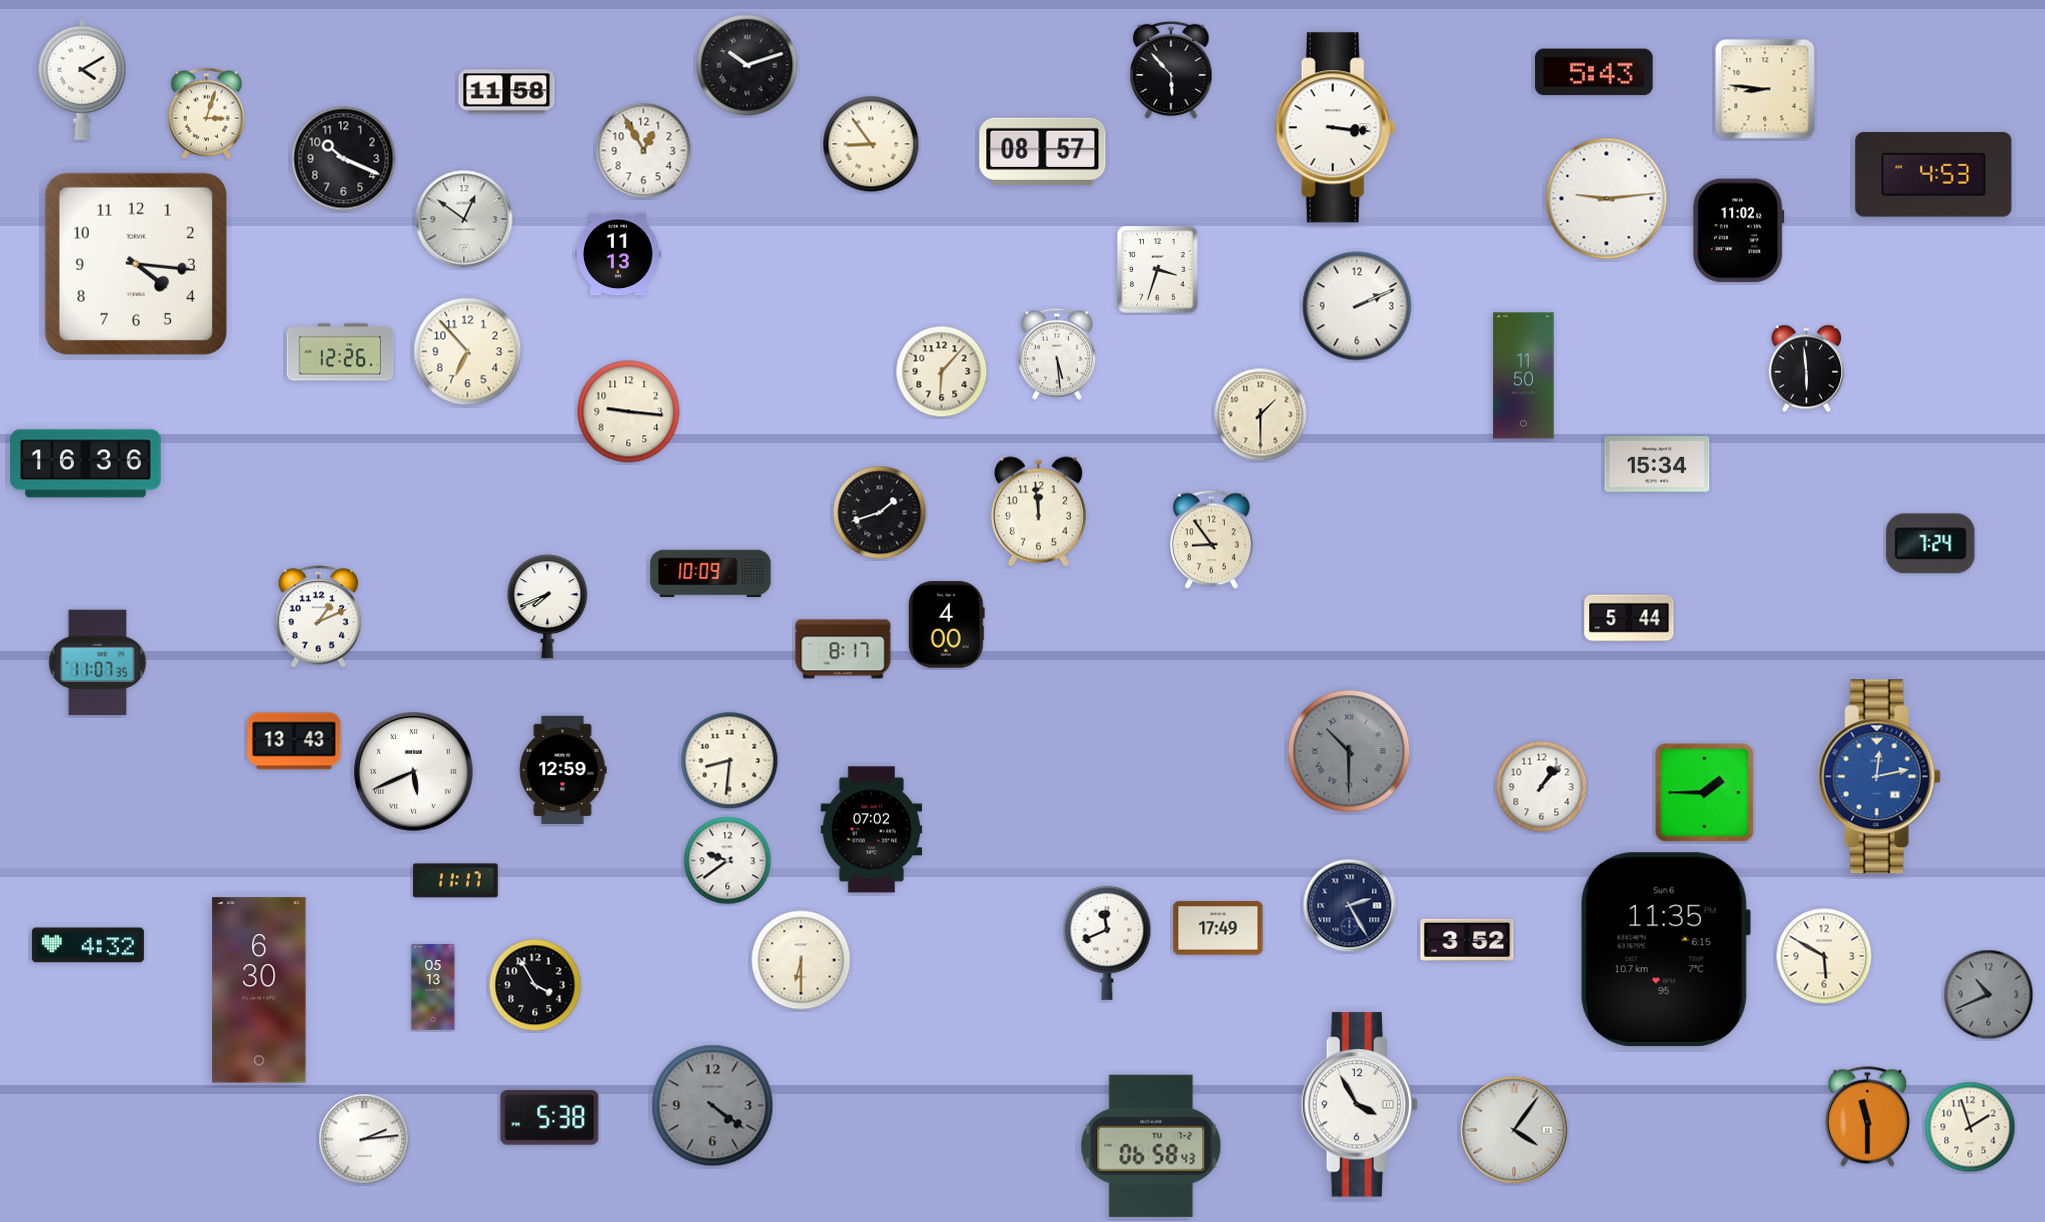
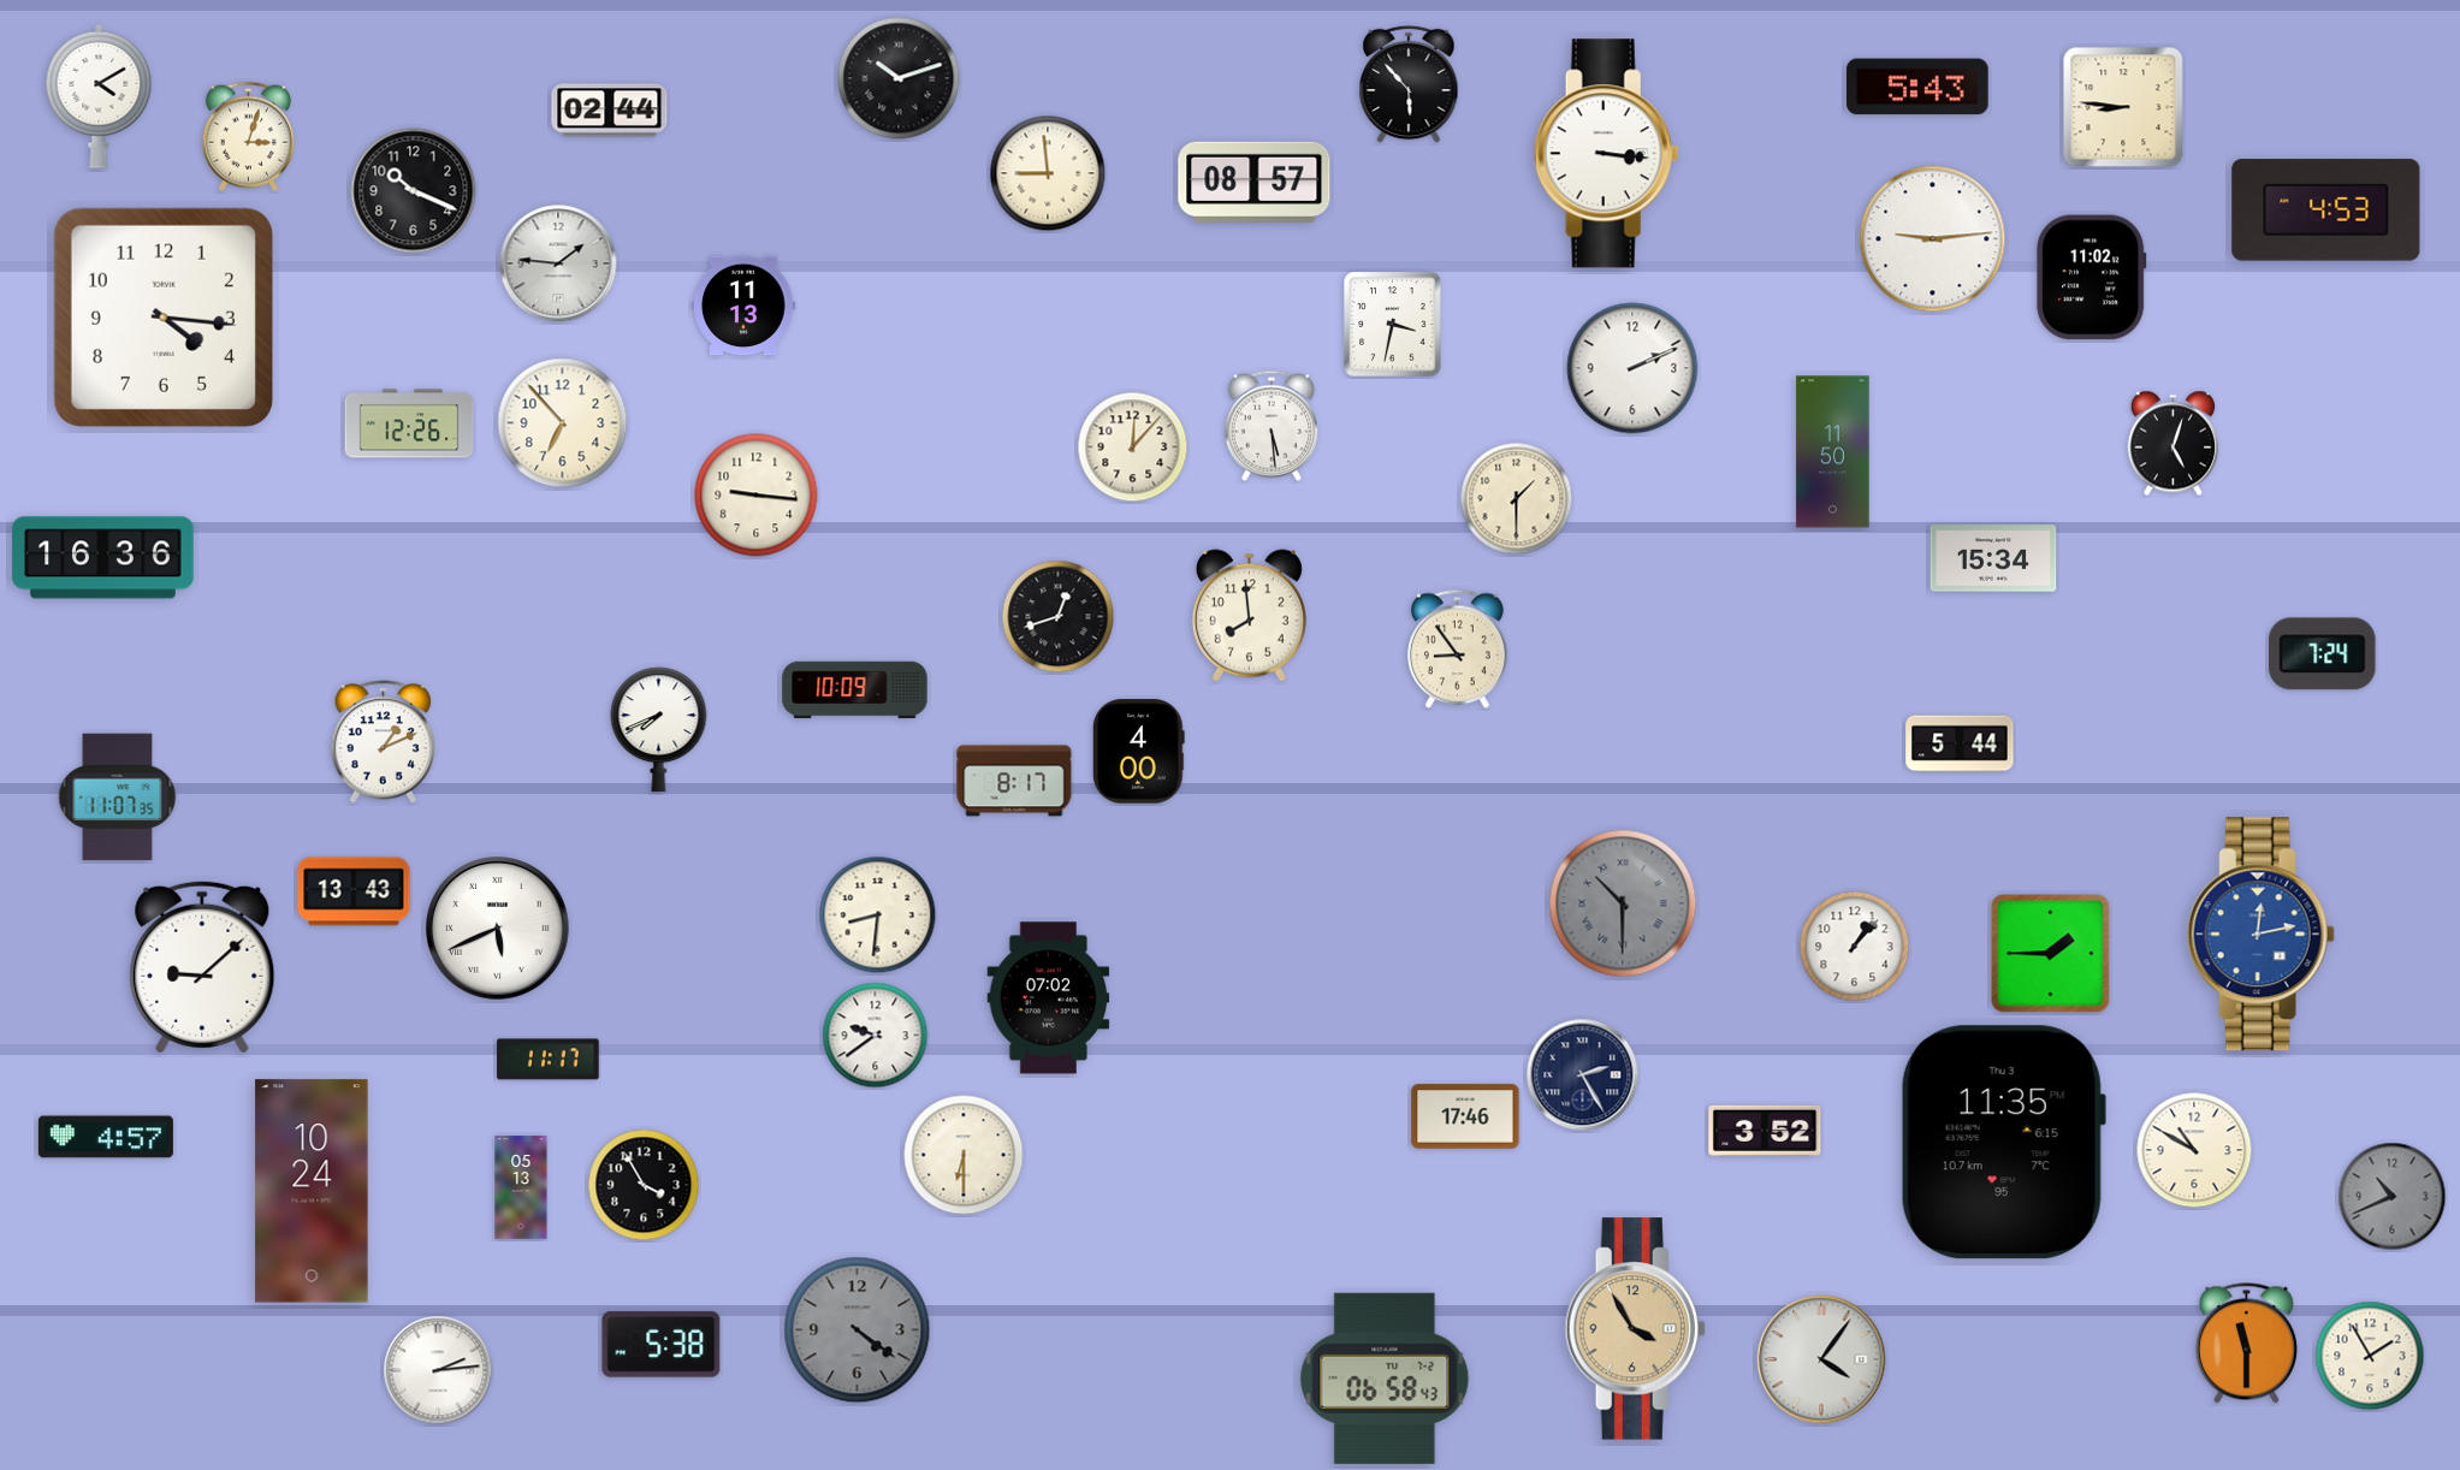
clock at (507, 92): 11:58 -> 02:44
clock at (871, 144): 8:54 -> 8:59
clock at (644, 151): 12:55 -> none
clock at (464, 219): 12:51 -> 1:46
clock at (1158, 270): 3:33 -> 3:32
clock at (1807, 369): 5:59 -> 5:03
clock at (942, 372): 6:07 -> 12:07
clock at (1038, 512): 11:59 -> 7:59
clock at (880, 513): 1:42 -> 12:42
clock at (563, 770): 12:59 -> none
clock at (202, 967): none -> 9:08
clock at (1350, 906) position: (1350, 906) -> (1583, 1075)
clock at (1218, 928): 17:49 -> 17:46
clock at (1107, 943): 11:41 -> none
clock at (88, 945): 4:32 -> 4:57
clock at (1665, 950) date: Sun 6 -> Thu 3
clock at (1824, 956): 5:50 -> 10:50
clock at (259, 990): 6:30 -> 10:24
clock at (1359, 1105) dial: white -> champagne
clock at (1970, 1127): 1:57 -> 1:55
